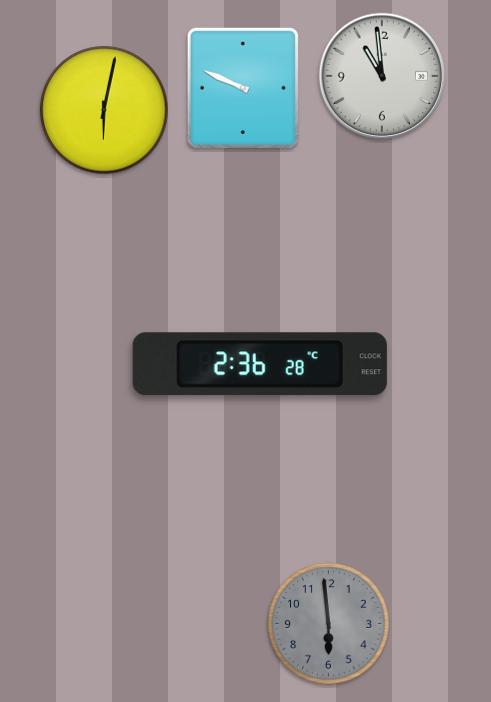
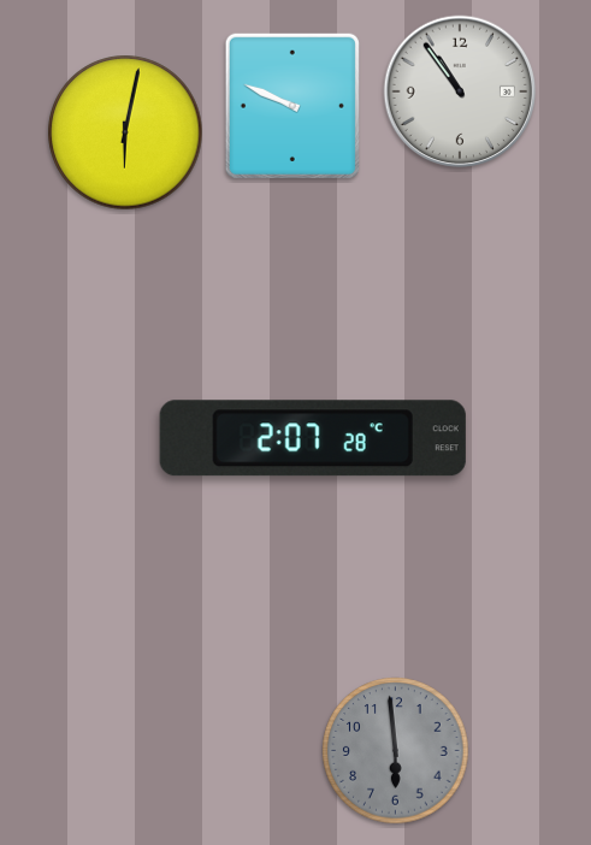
clock at (382, 76): 10:59 -> 10:54
clock at (260, 364): 2:36 -> 2:07
